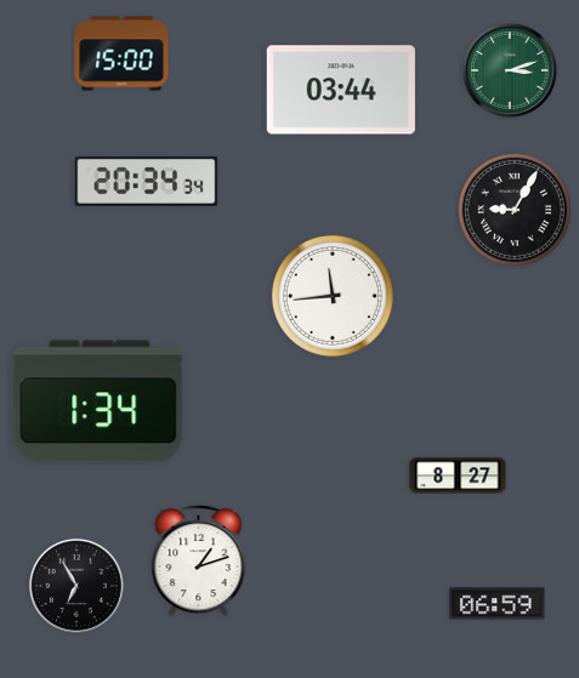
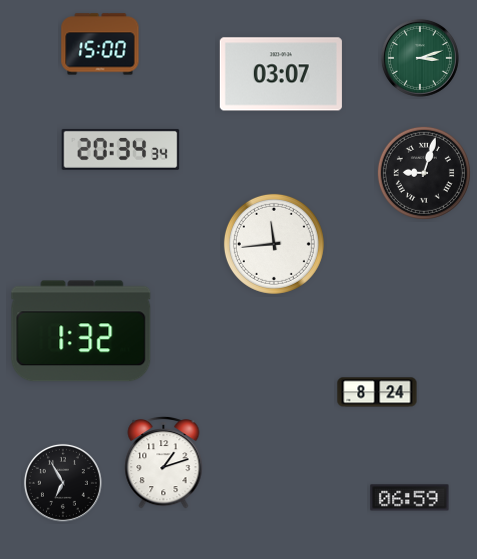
clock at (341, 90): 03:44 -> 03:07
clock at (515, 210): 9:05 -> 9:03
clock at (98, 401): 1:34 -> 1:32
clock at (458, 475): 8:27 -> 8:24
